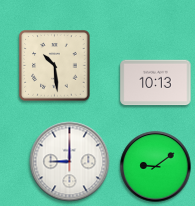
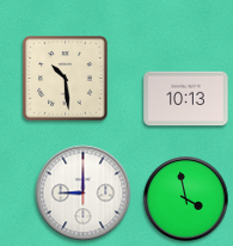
clock at (156, 167): 9:09 -> 3:58
